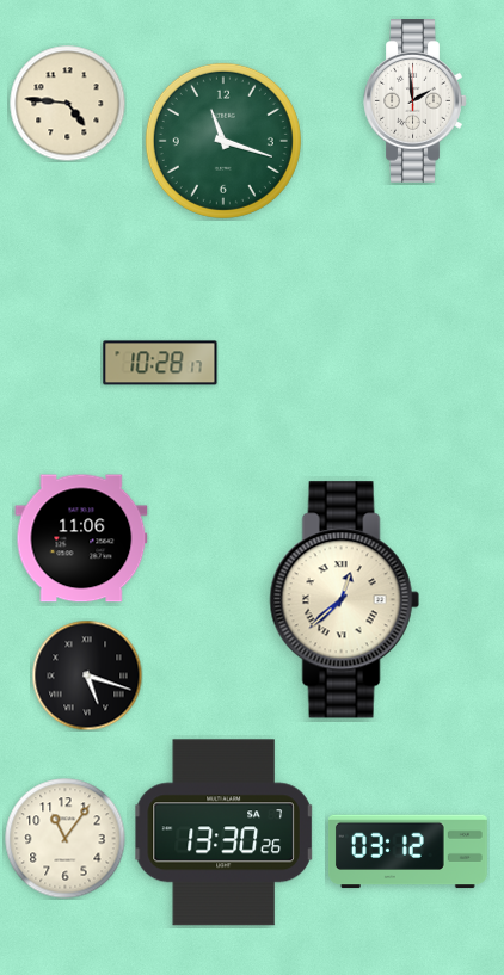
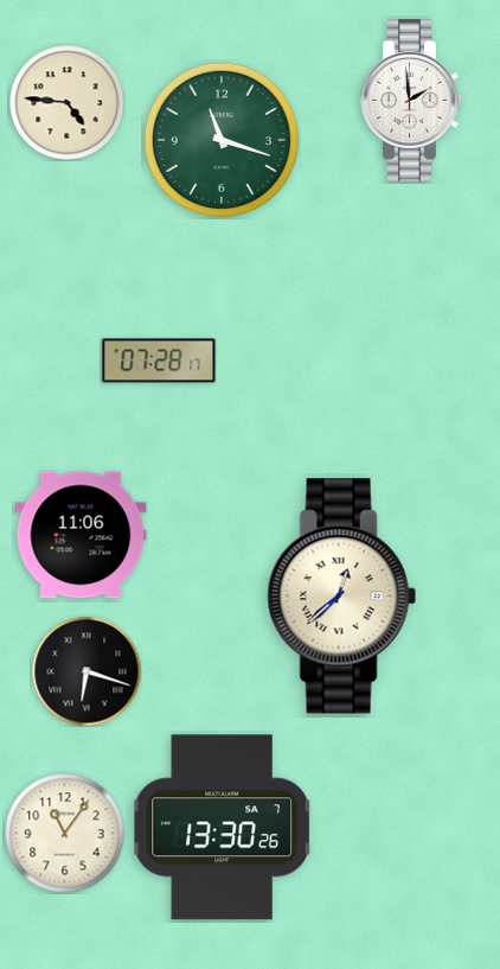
clock at (160, 363): 10:28 -> 07:28
clock at (87, 675): 5:18 -> 6:18
clock at (407, 852): 03:12 -> none
